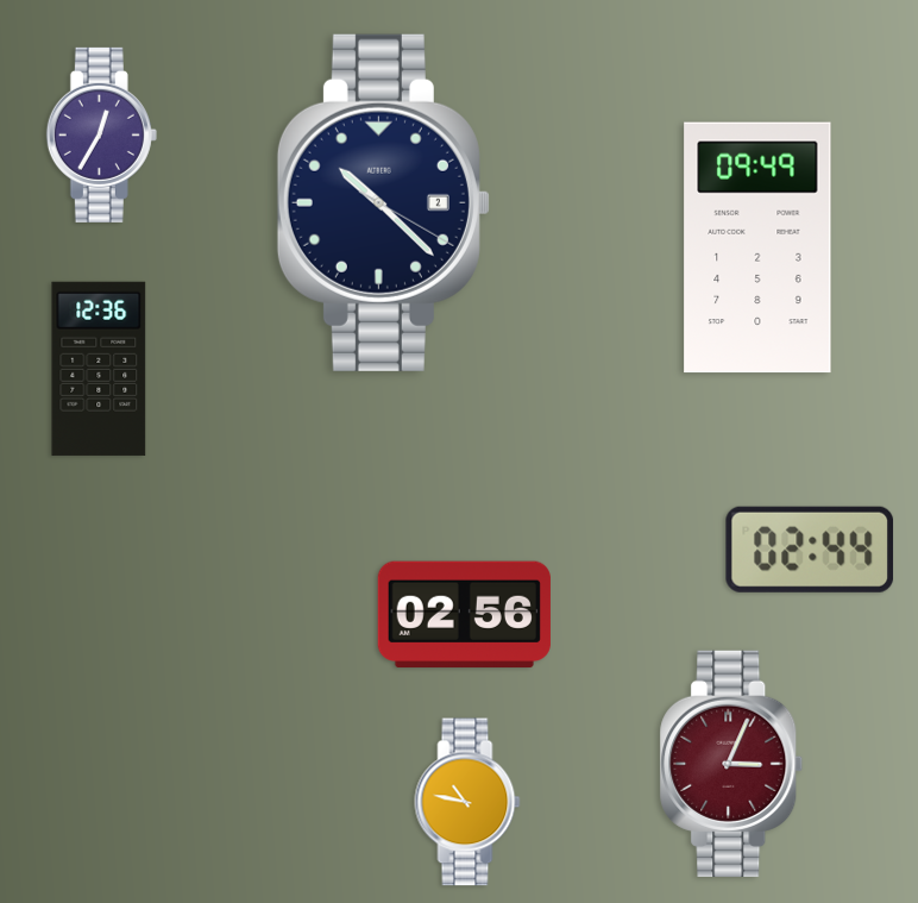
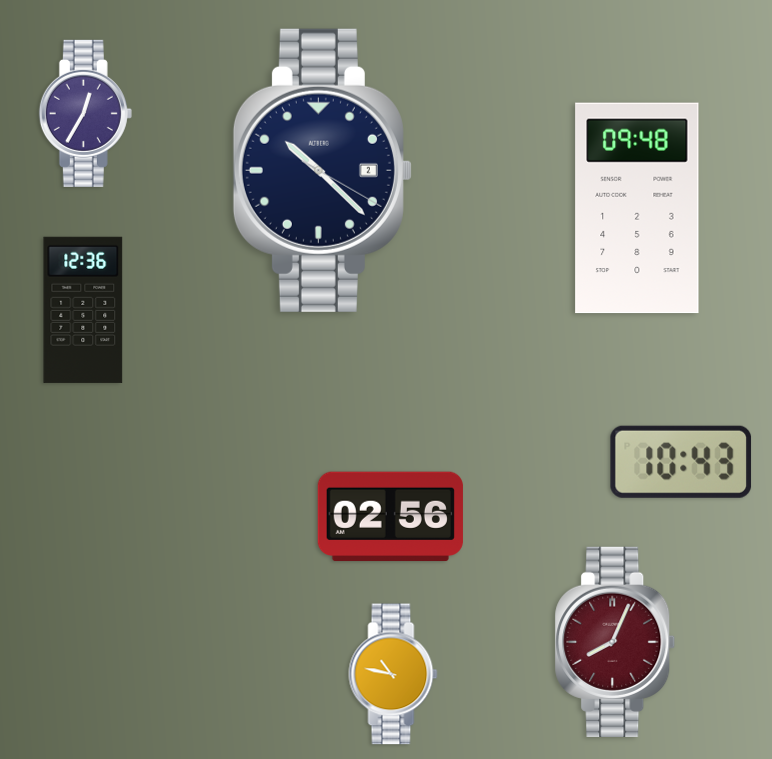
clock at (757, 247): 09:49 -> 09:48
clock at (810, 550): 02:44 -> 10:43
clock at (731, 764): 3:04 -> 8:04
